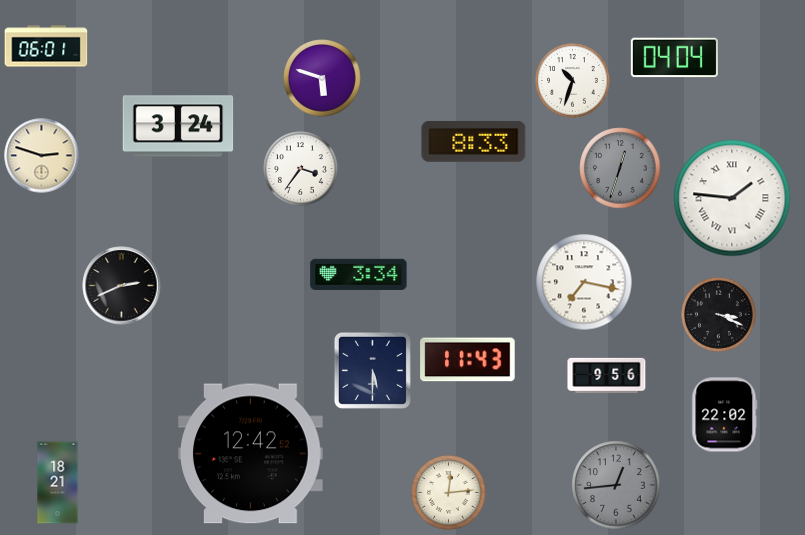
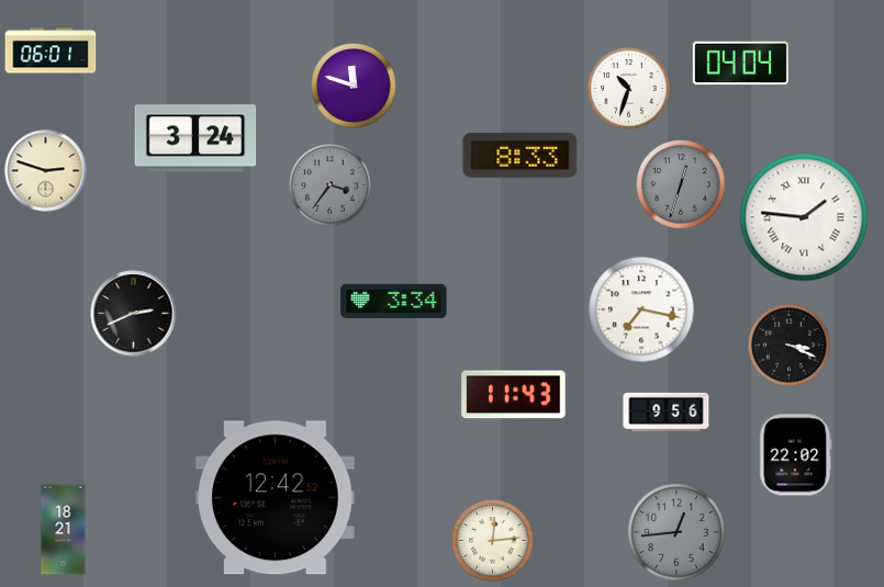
clock at (322, 78): 5:48 -> 11:48
clock at (301, 169) dial: white -> grey
clock at (372, 370): 5:30 -> none
